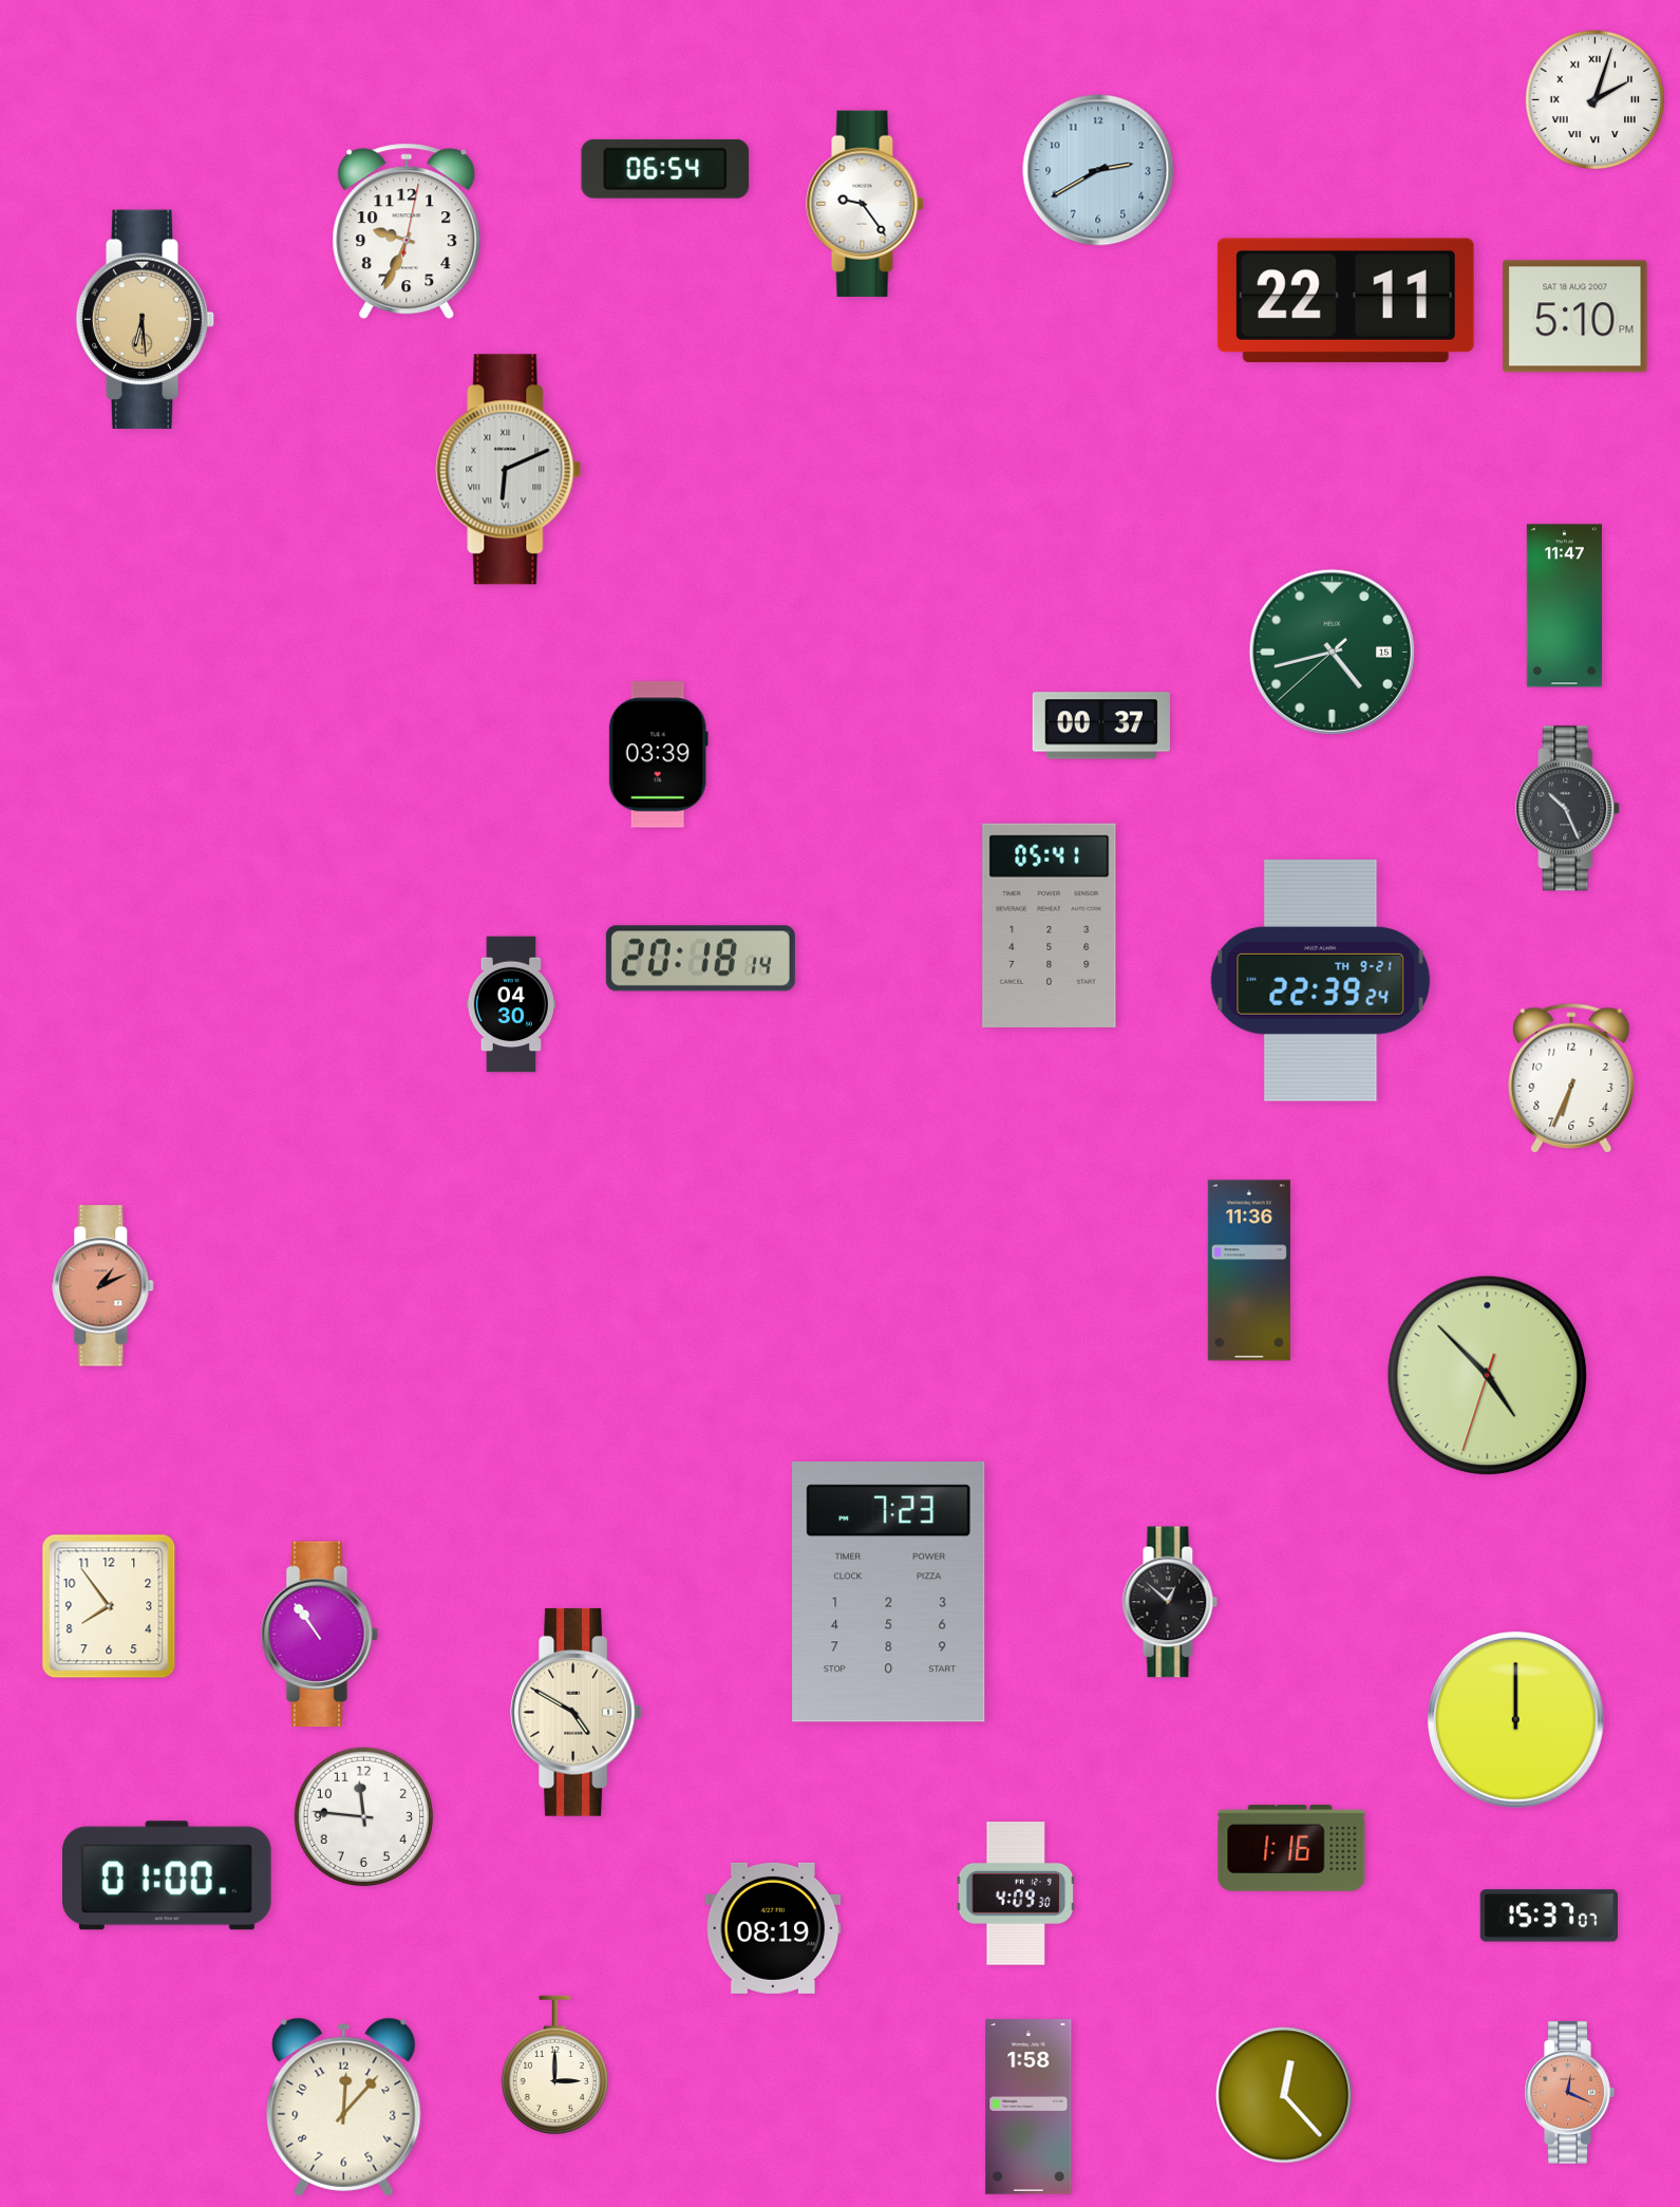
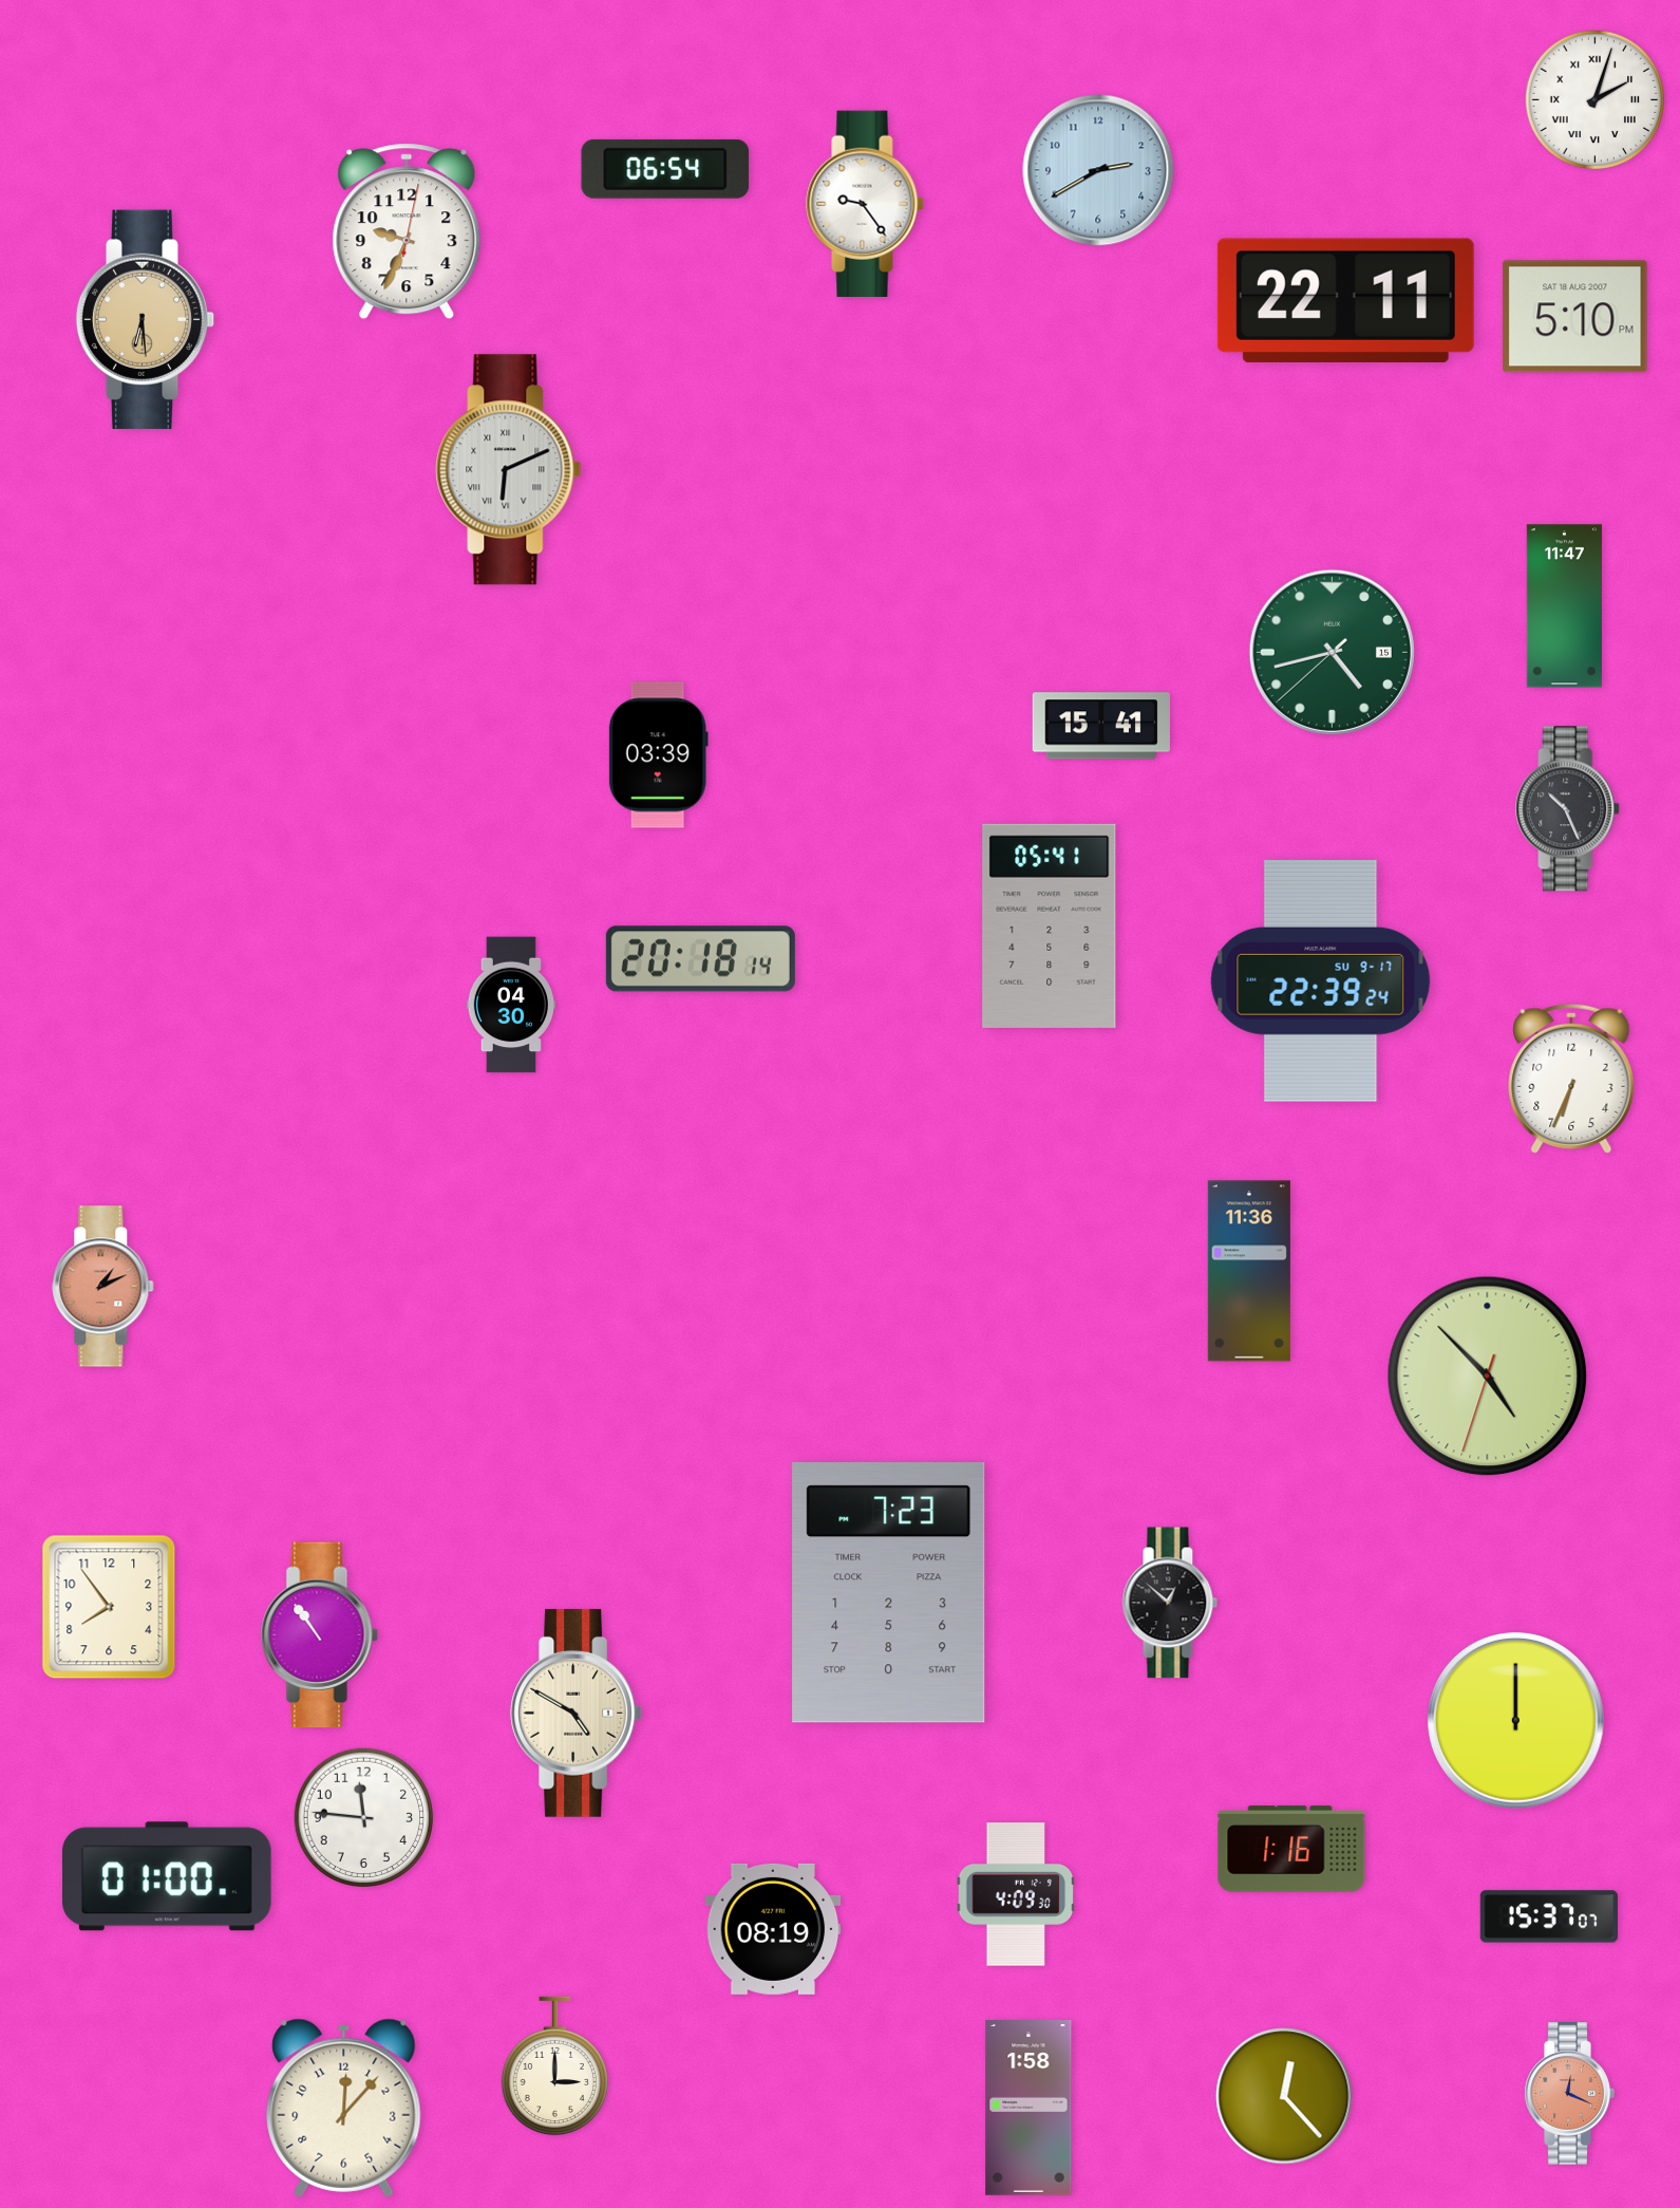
clock at (1100, 725): 00:37 -> 15:41
clock at (1321, 980) date: TH 9-21 -> SU 9-17
